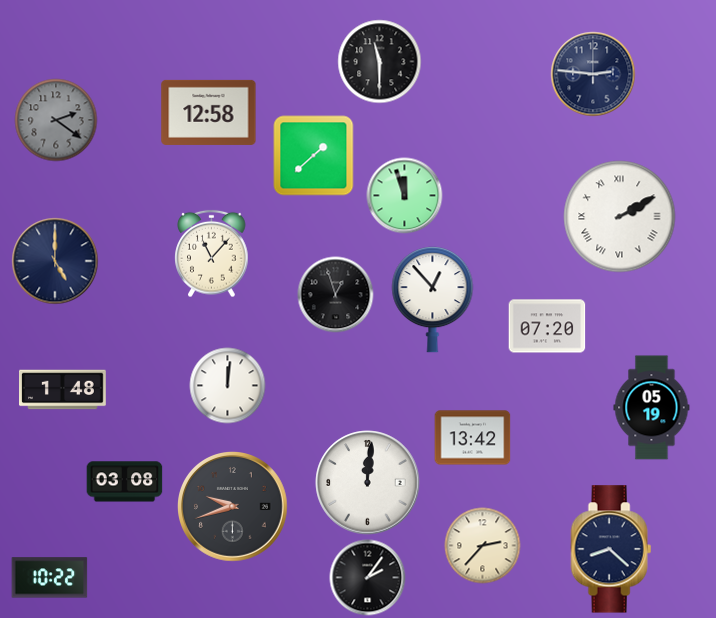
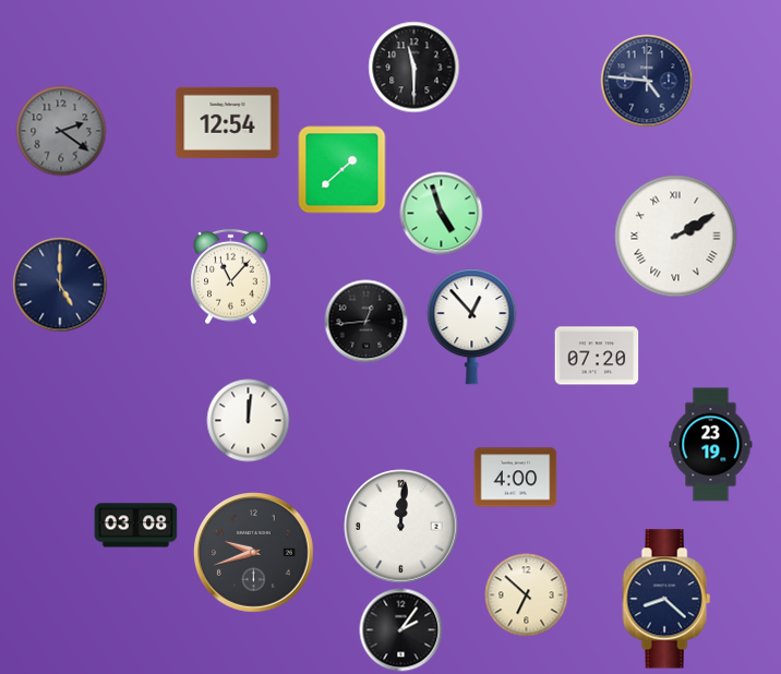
clock at (593, 74): 2:46 -> 4:46
clock at (209, 112): 12:58 -> 12:54
clock at (405, 196): 11:57 -> 4:57
clock at (336, 295): 12:57 -> 12:44
clock at (63, 390): 1:48 -> none
clock at (652, 408): 05:19 -> 23:19
clock at (473, 438): 13:42 -> 4:00
clock at (483, 546): 2:37 -> 6:52
clock at (50, 578): 10:22 -> none
